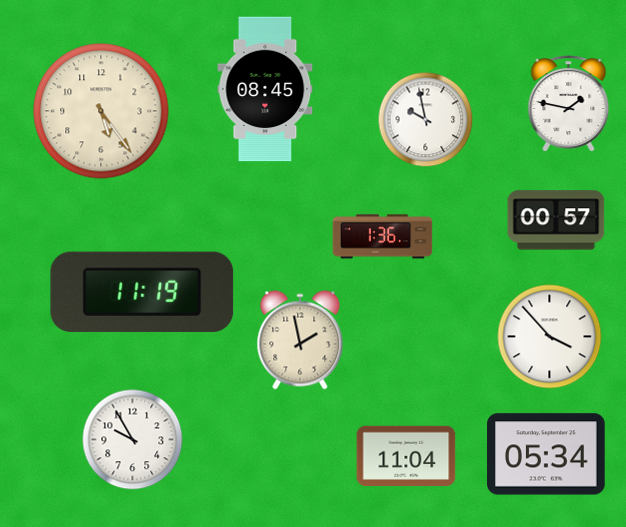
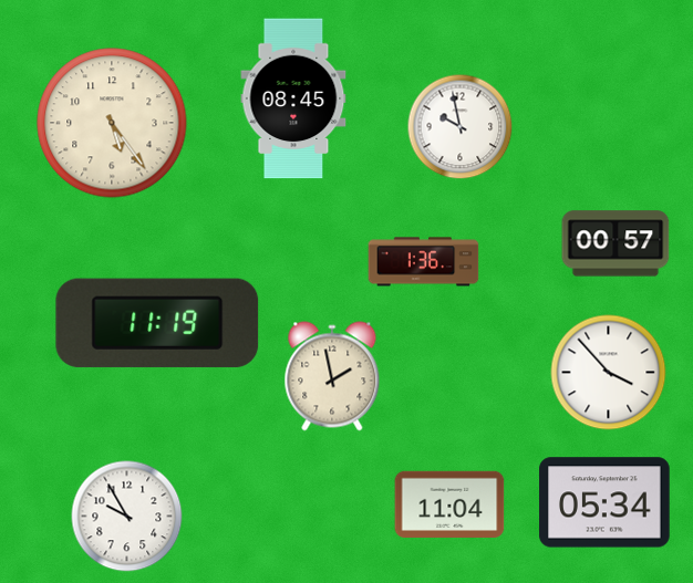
clock at (569, 104): 1:47 -> none
clock at (425, 119) position: (425, 119) -> (459, 126)
clock at (133, 440) position: (133, 440) -> (127, 517)
